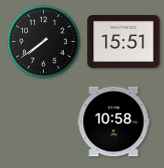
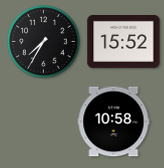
clock at (124, 41): 15:51 -> 15:52
clock at (44, 42): 7:39 -> 7:35
